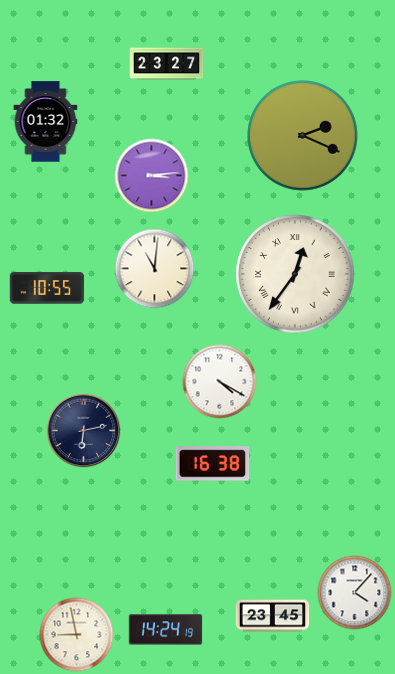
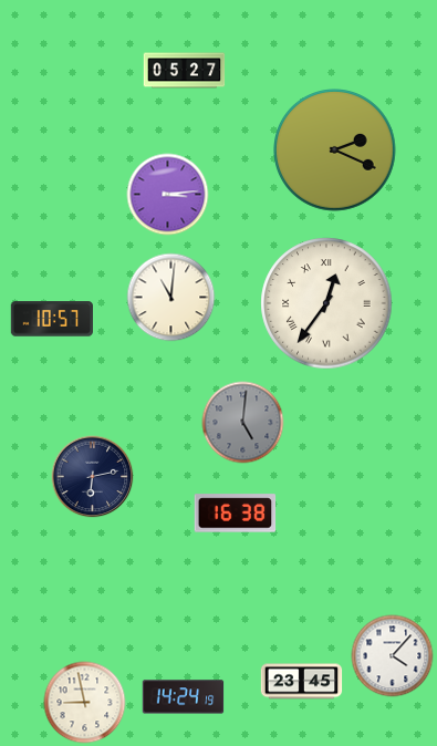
clock at (167, 64): 23:27 -> 05:27
clock at (46, 122): 01:32 -> none
clock at (46, 288): 10:55 -> 10:57
clock at (220, 382): 4:20 -> 5:01
clock at (220, 382) dial: white -> grey
